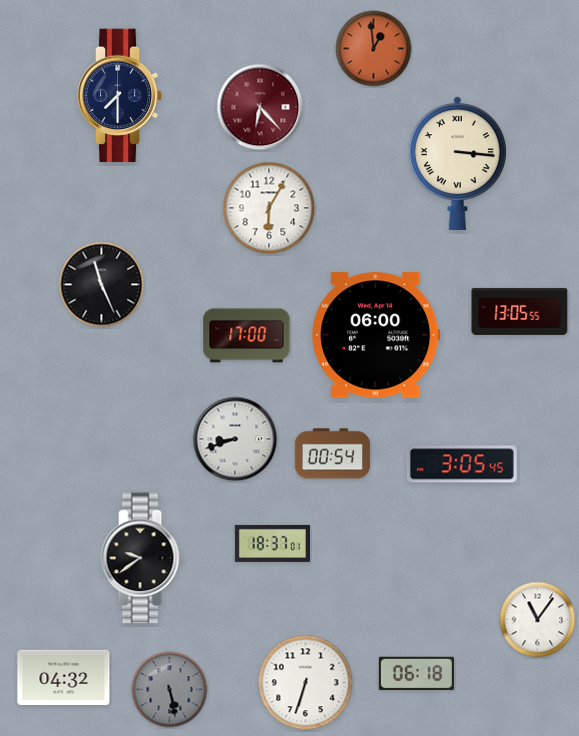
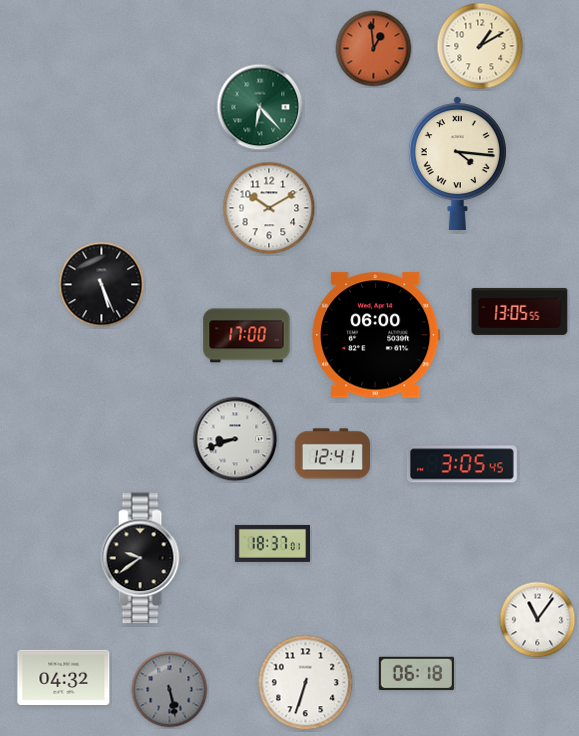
clock at (480, 46): none -> 1:10
clock at (120, 96): 7:30 -> none
clock at (260, 107) dial: burgundy -> green
clock at (457, 164): 3:16 -> 4:16
clock at (269, 208): 6:05 -> 10:10
clock at (102, 285): 11:26 -> 5:26
clock at (332, 454): 00:54 -> 12:41
